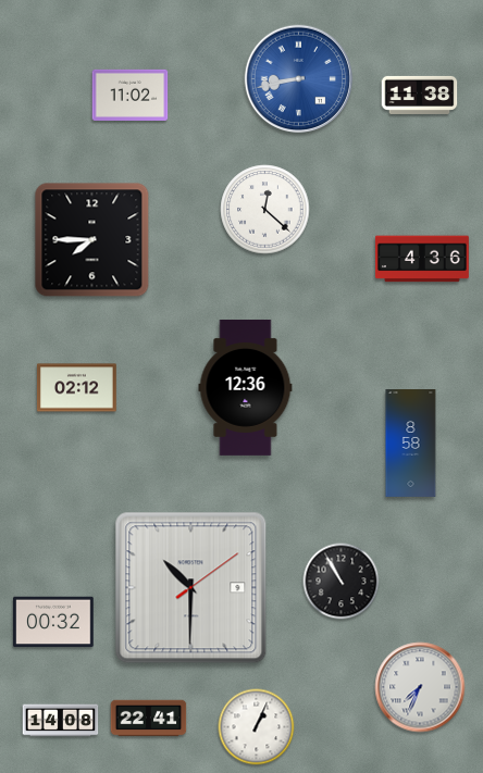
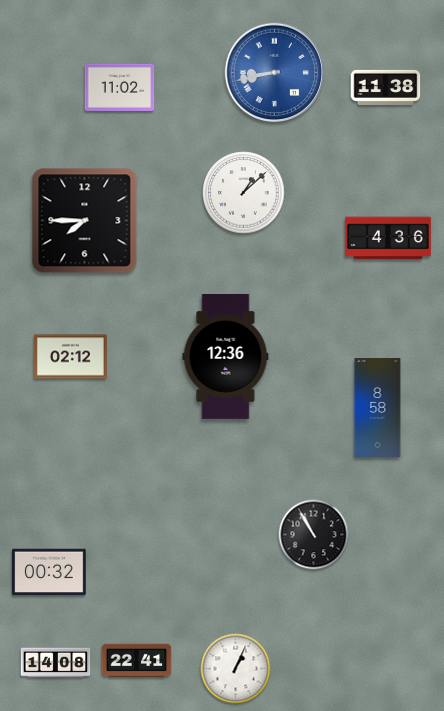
clock at (265, 210): 12:22 -> 1:08
clock at (191, 588): 10:30 -> none
clock at (420, 687): 7:34 -> none
